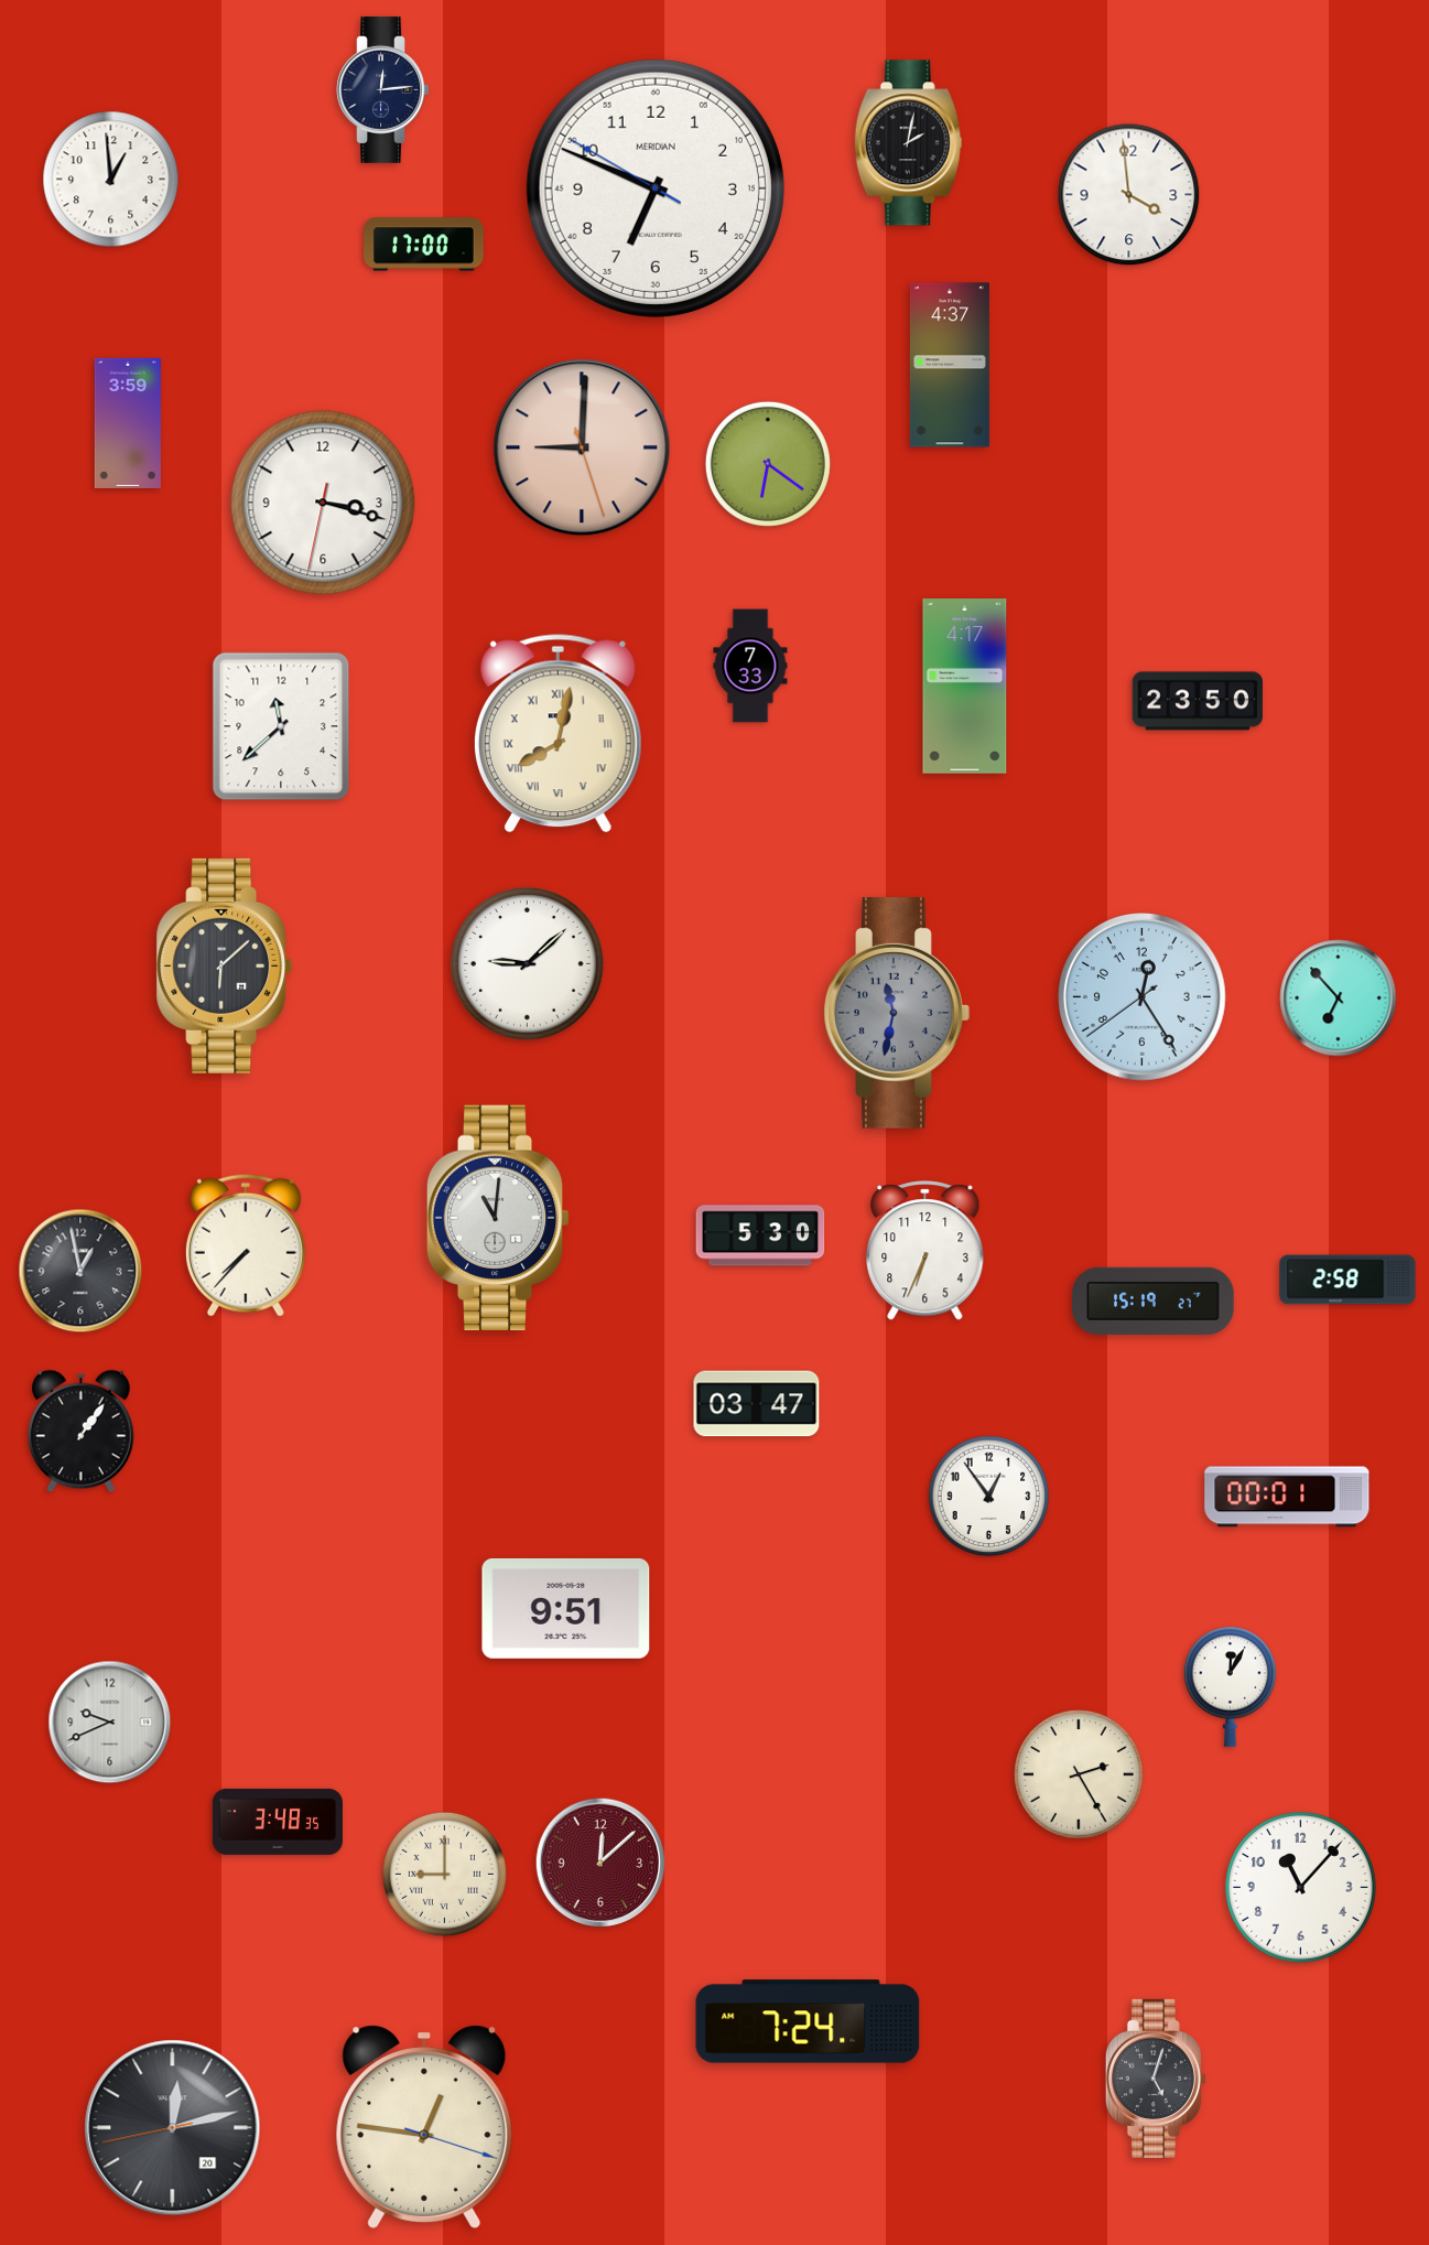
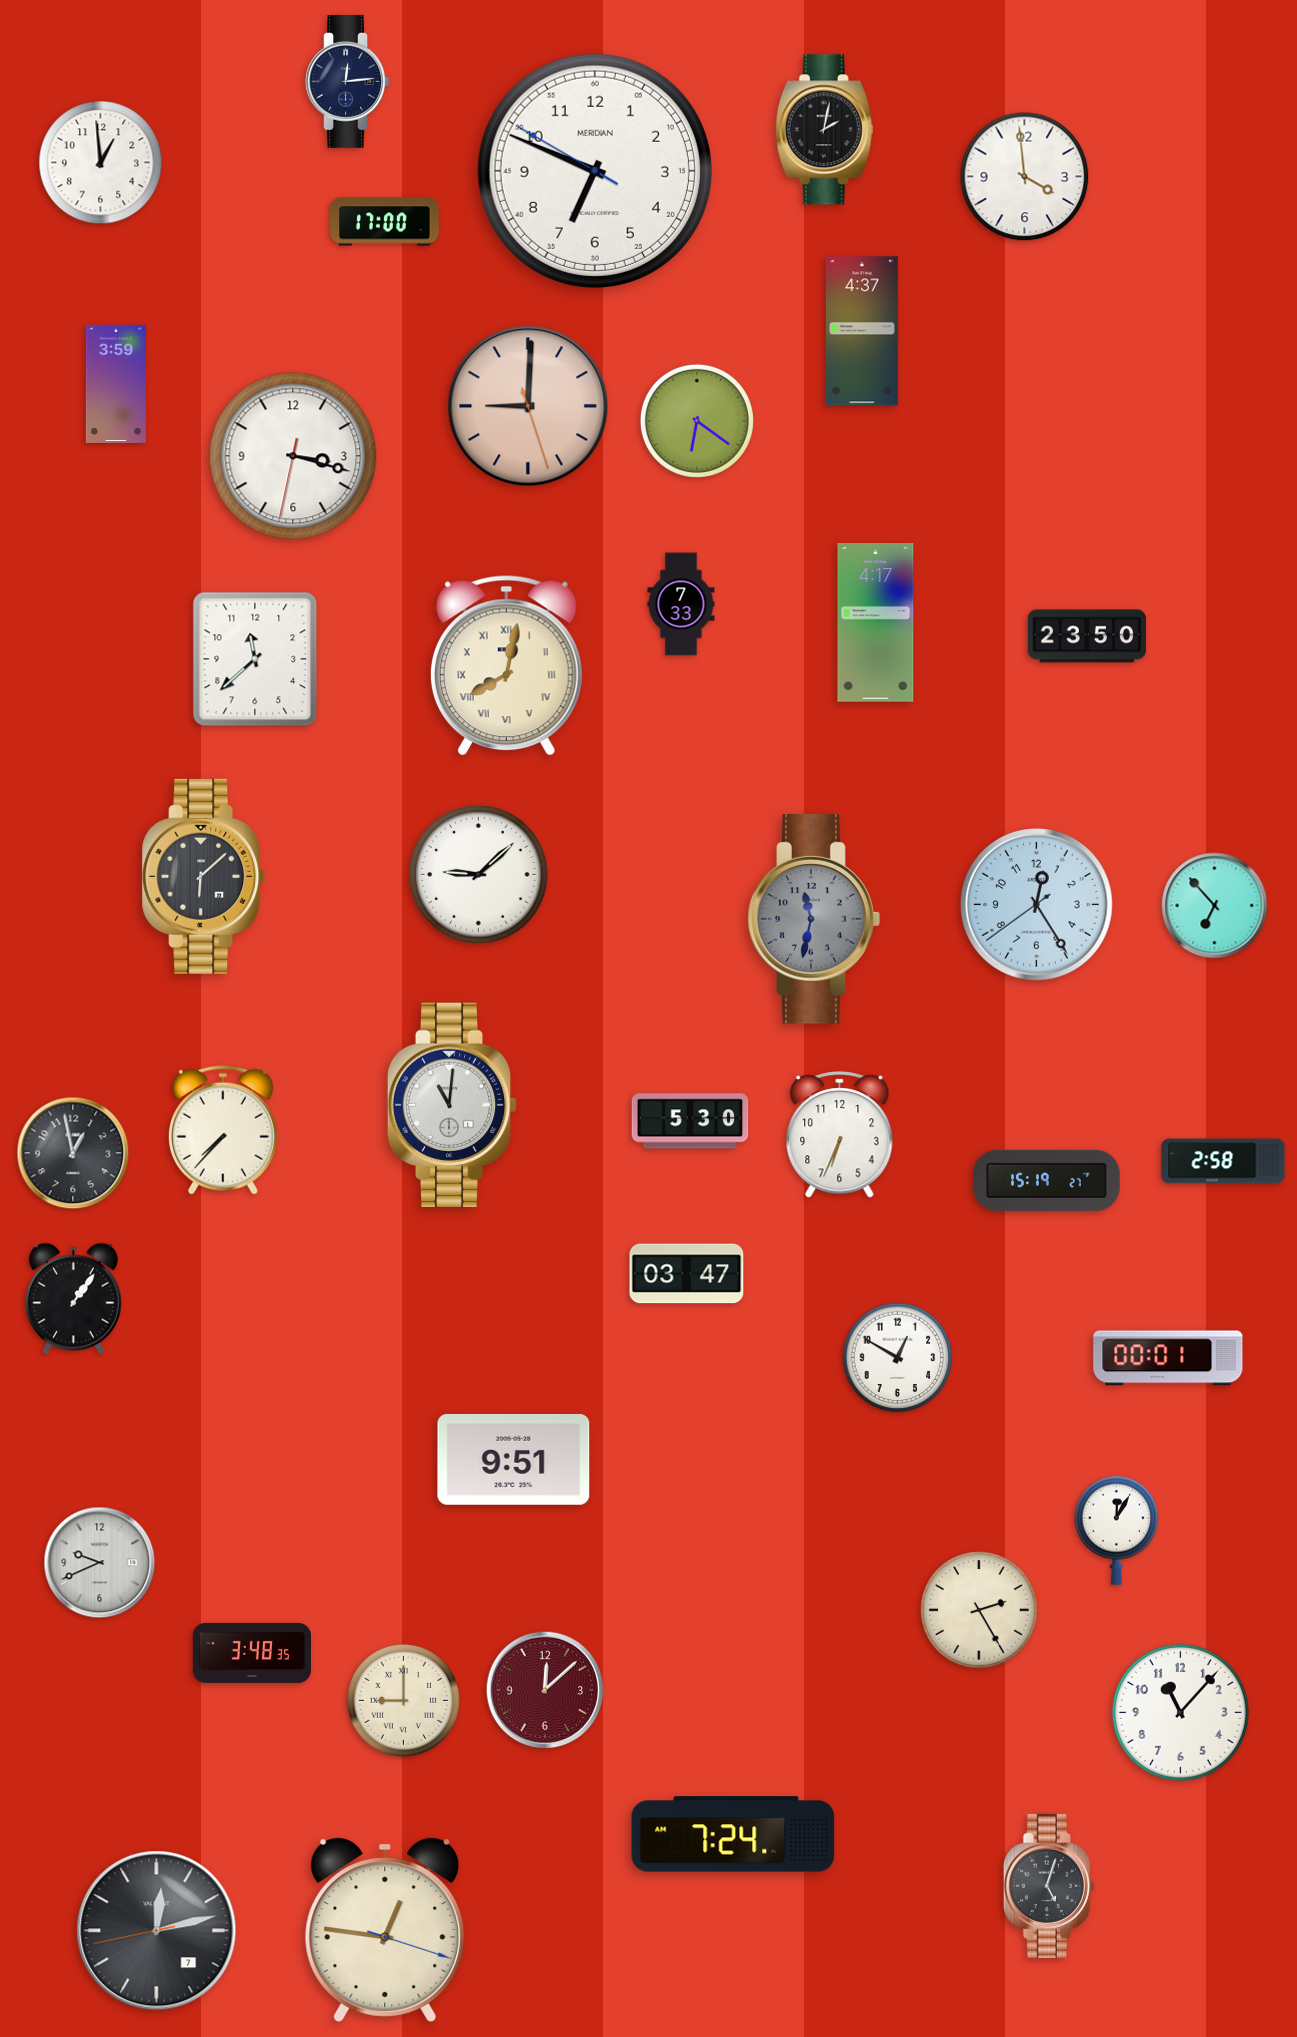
clock at (989, 1497): 12:54 -> 12:50
clock at (173, 2128) date: 20 -> 7
